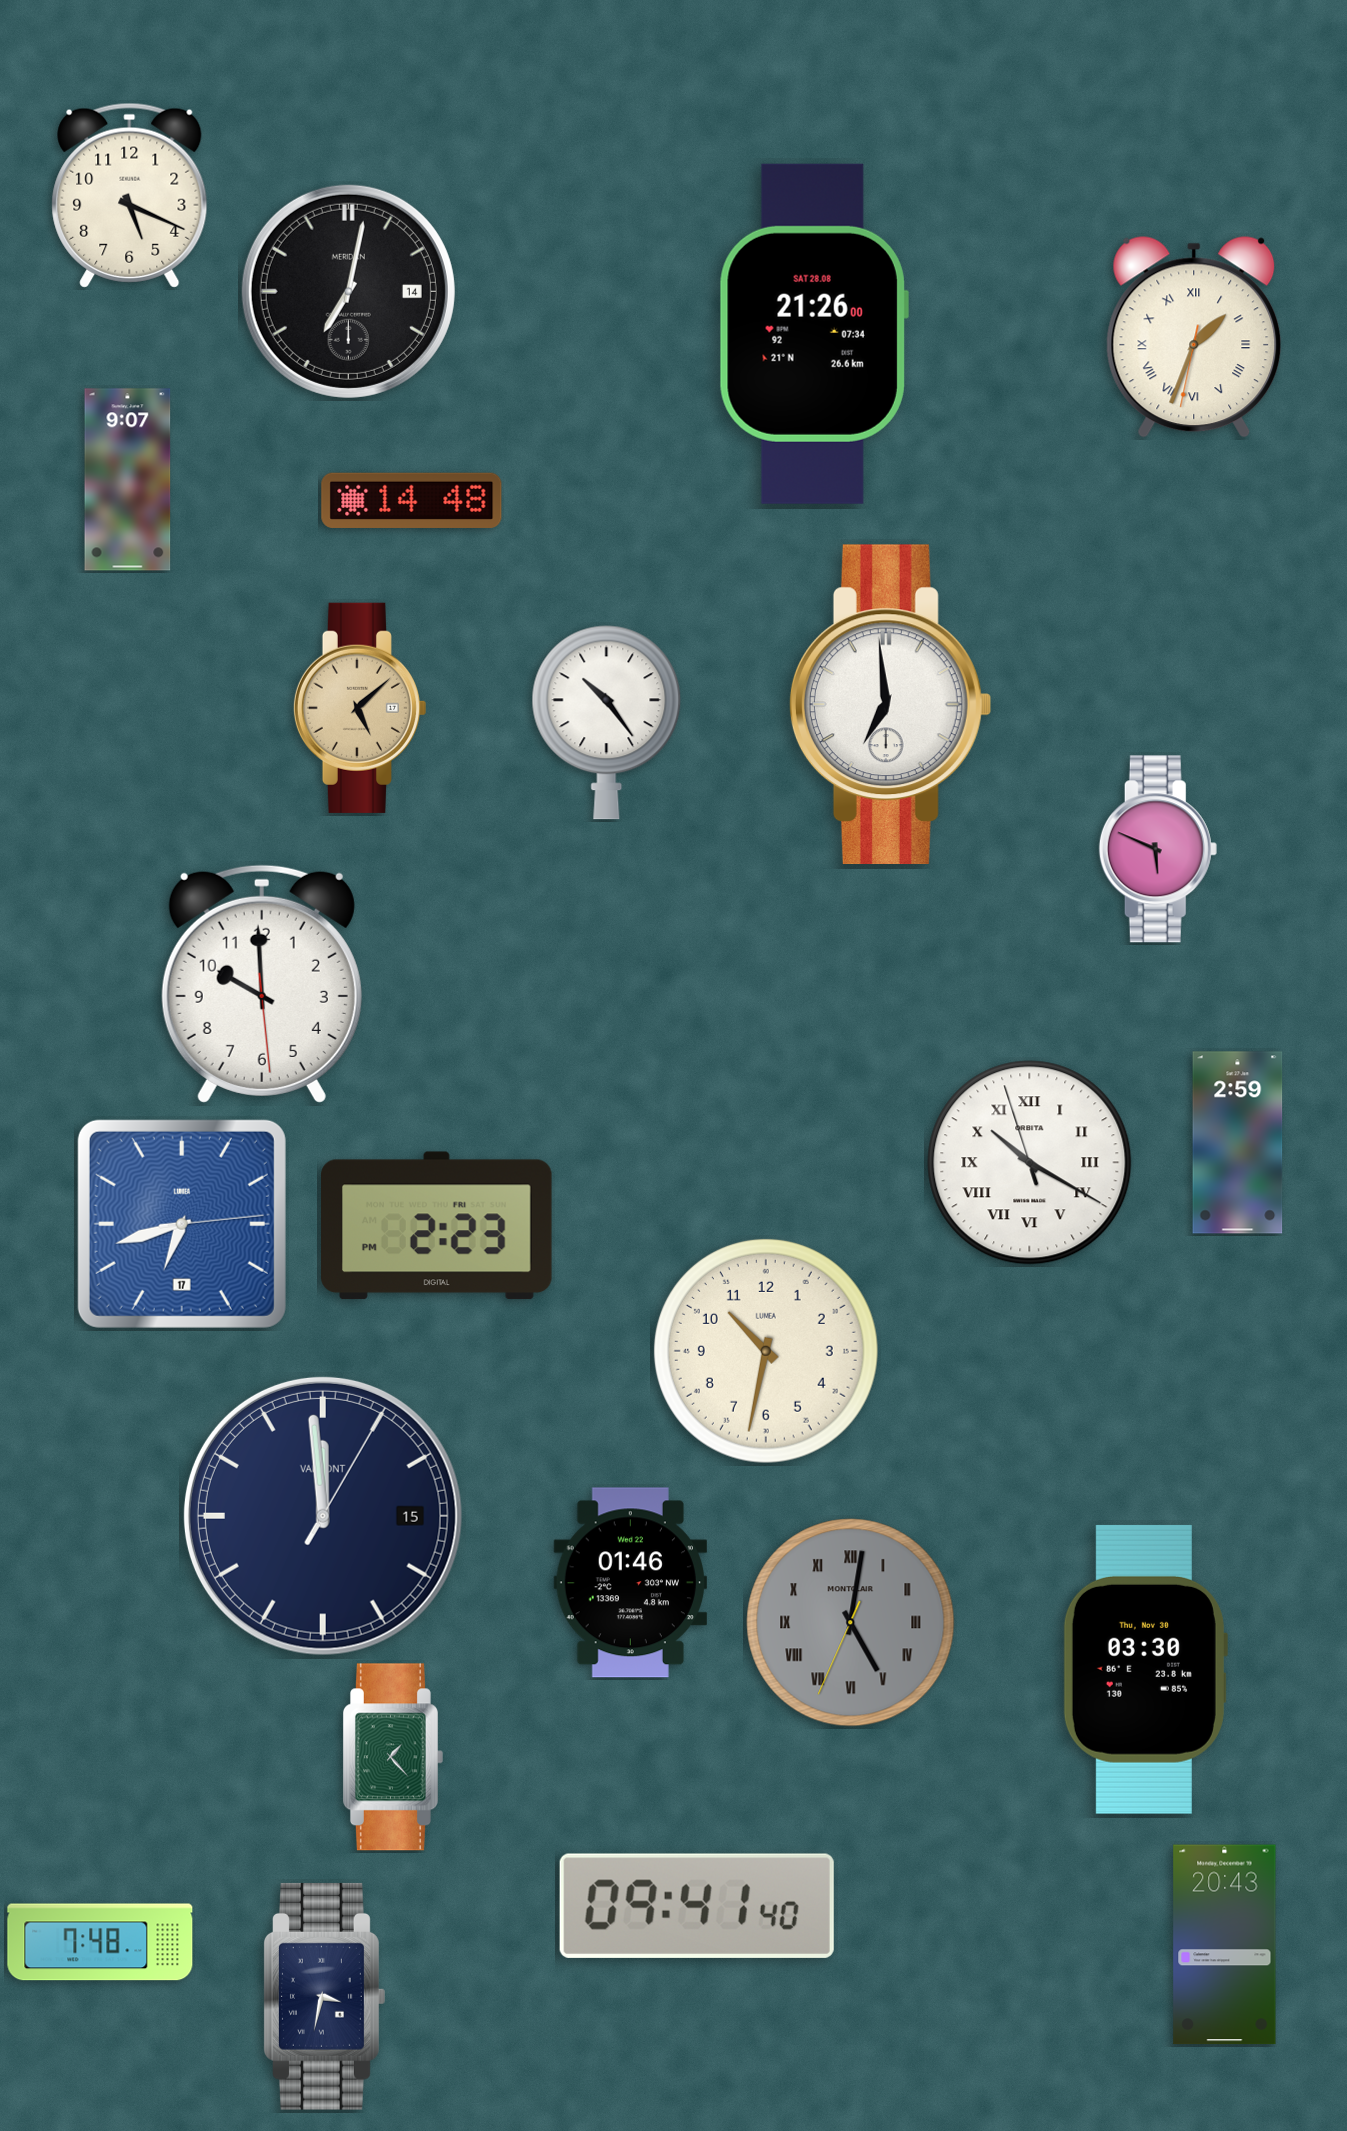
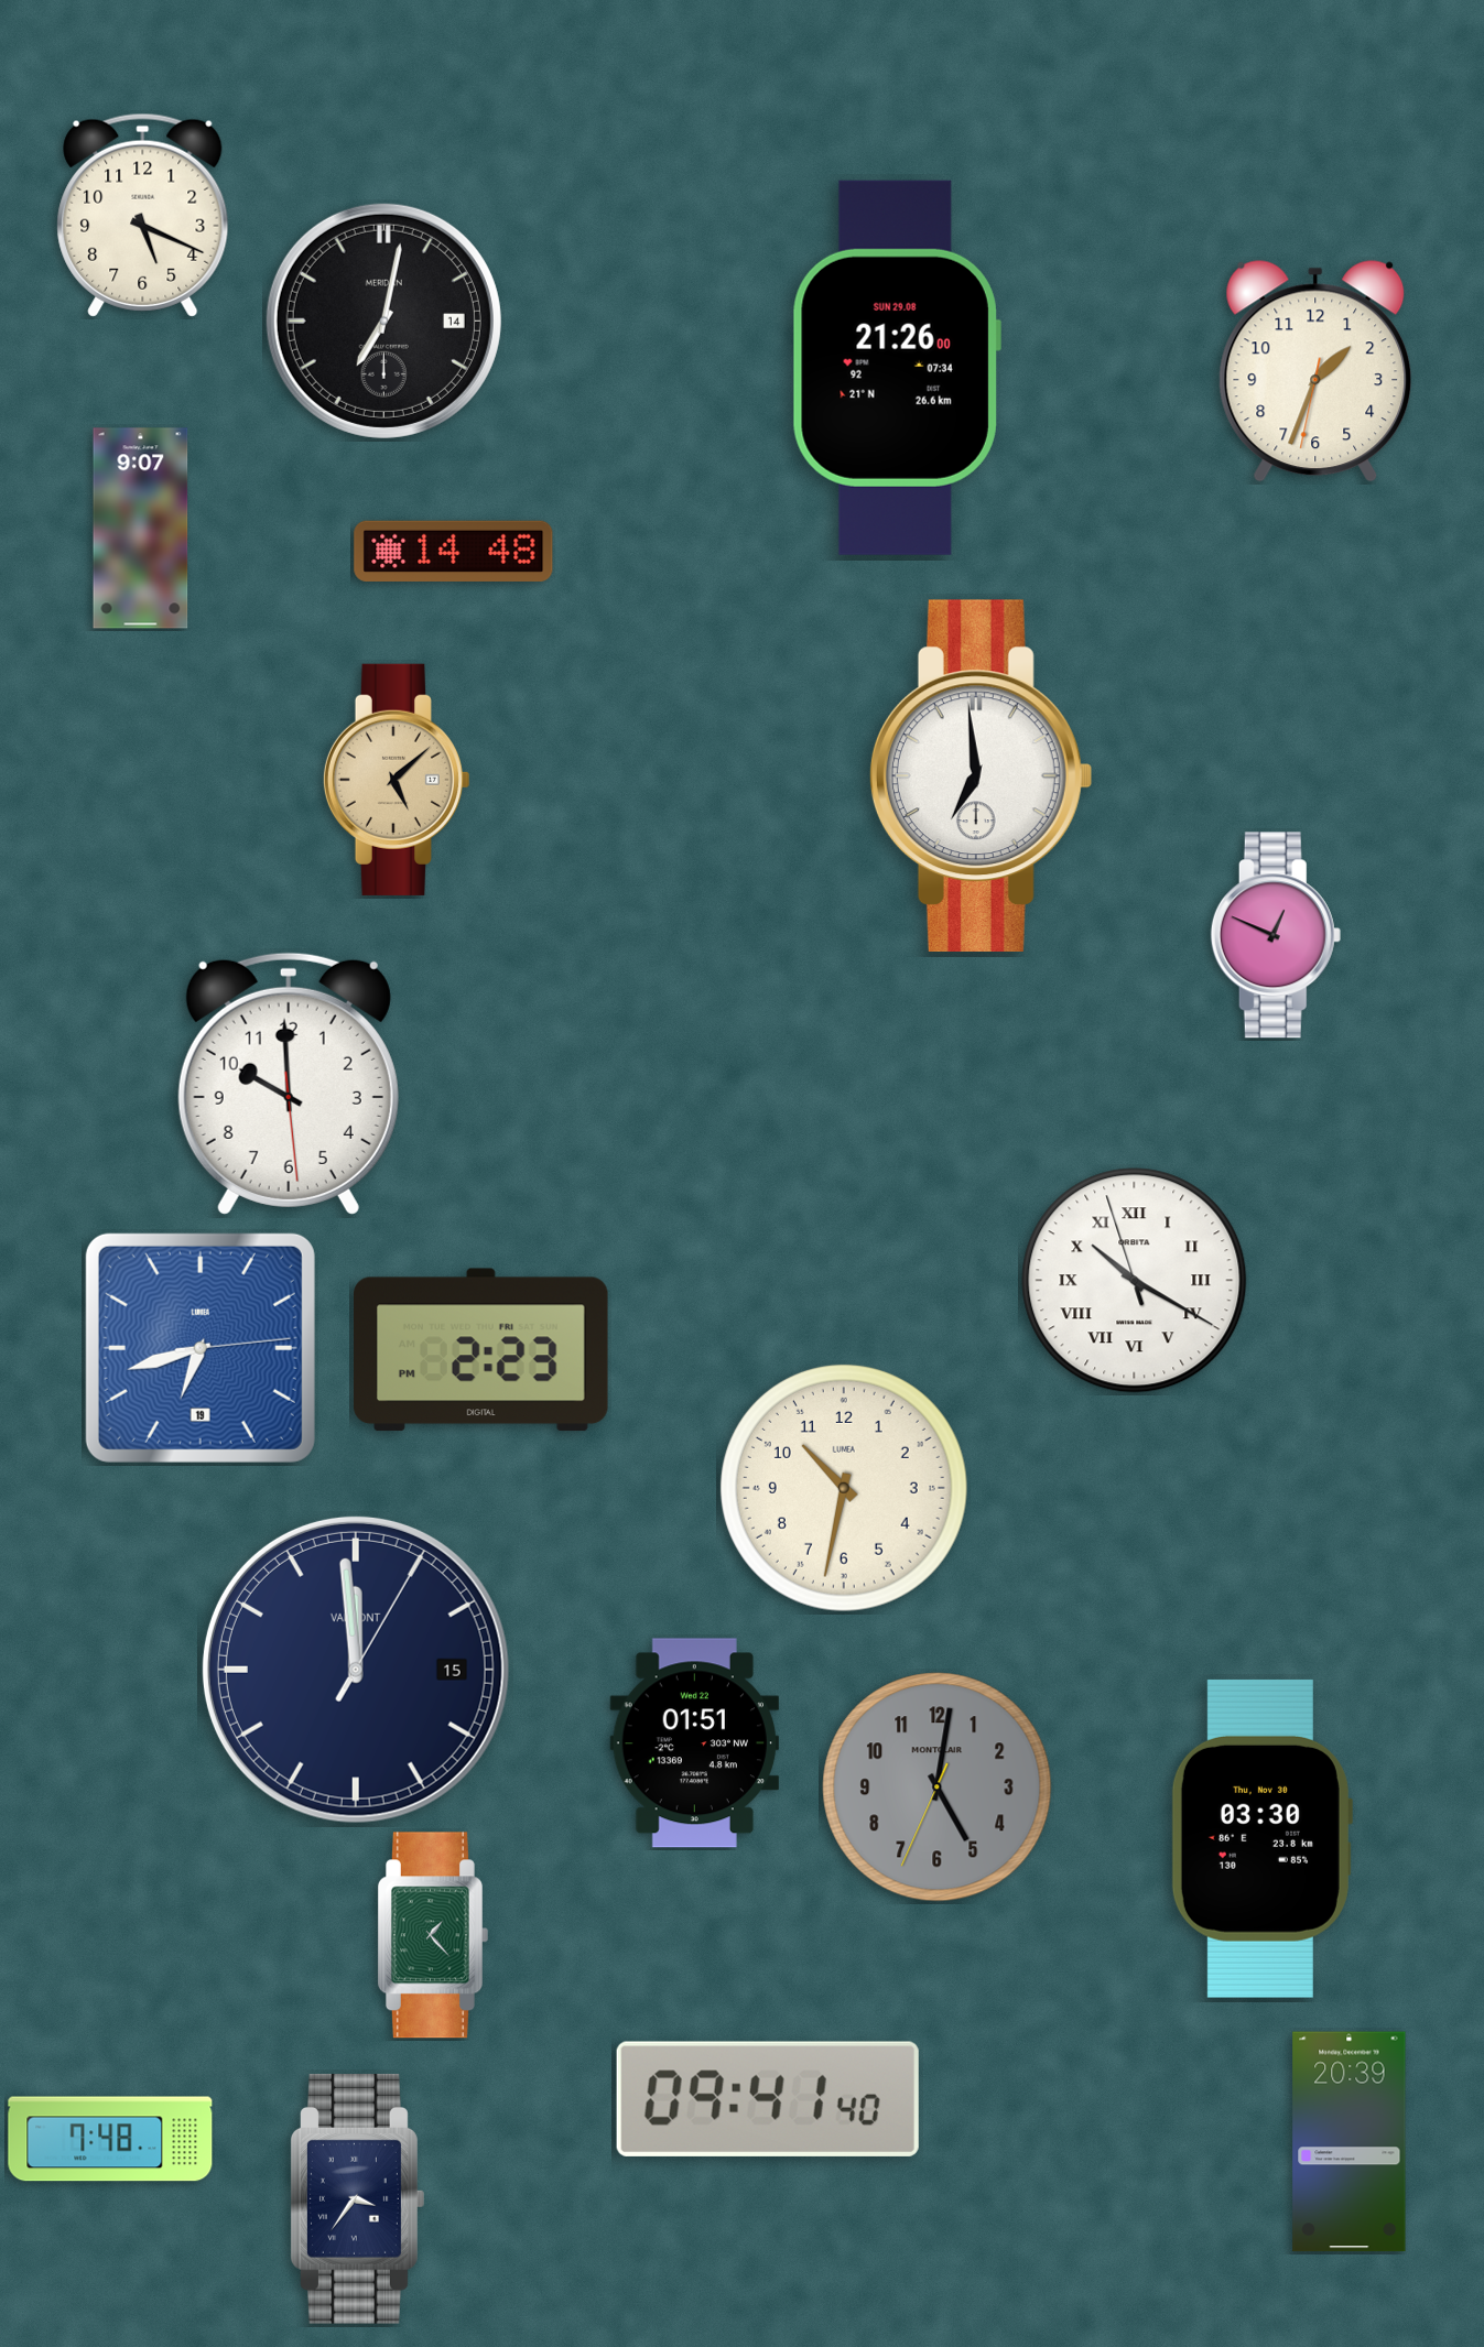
clock at (814, 334) date: SAT 28.08 -> SUN 29.08
clock at (1194, 337) numerals: Roman -> Arabic
clock at (607, 723): 10:24 -> none
clock at (1158, 849): 5:49 -> 12:49
clock at (1238, 1143): 2:59 -> none
clock at (182, 1224) date: 17 -> 19
clock at (630, 1583): 01:46 -> 01:51
clock at (851, 1623) numerals: Roman -> Arabic
clock at (1225, 1945): 20:43 -> 20:39
clock at (325, 1996): 3:32 -> 3:36
